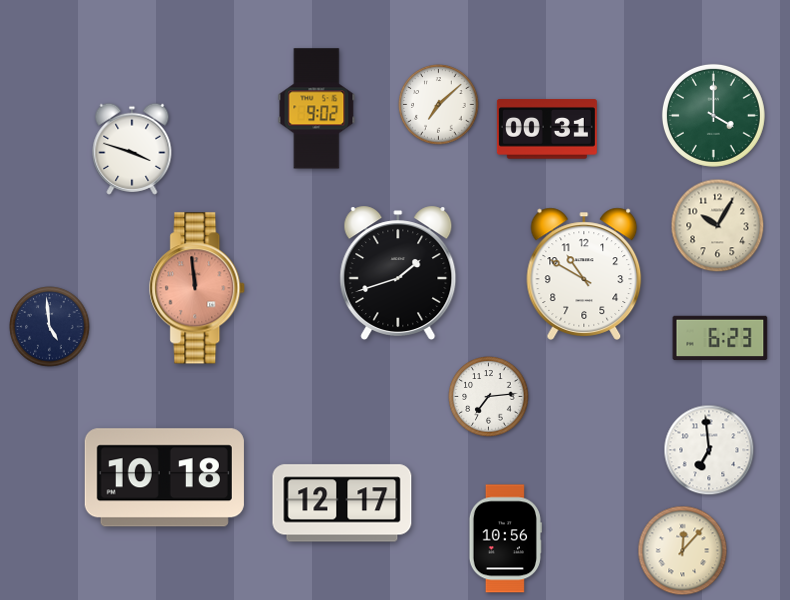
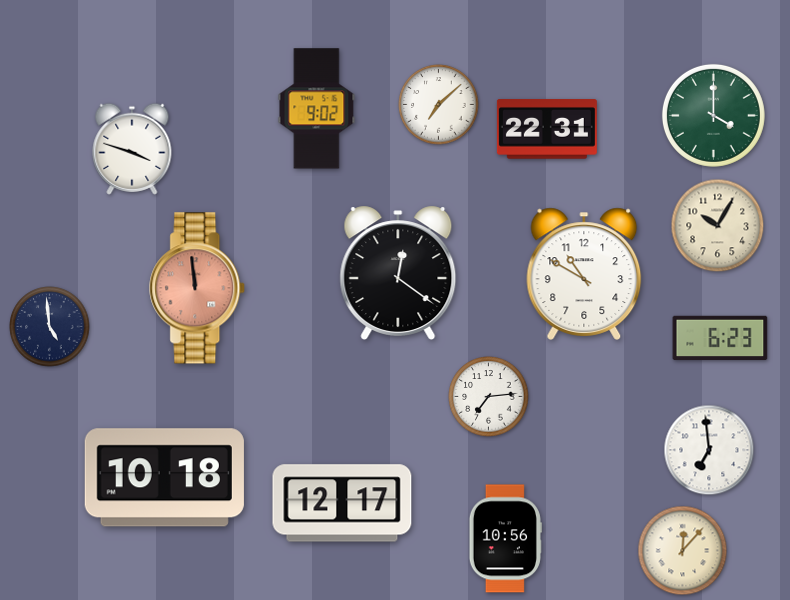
clock at (547, 129): 00:31 -> 22:31
clock at (398, 273): 1:42 -> 12:21
